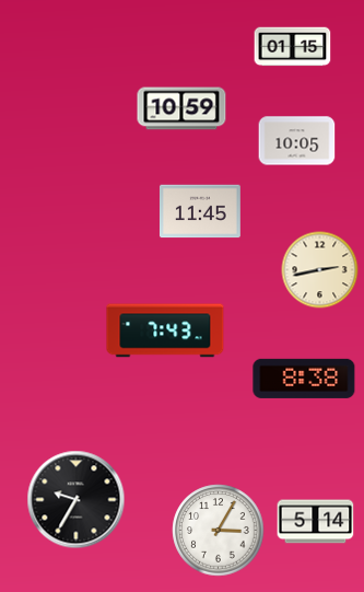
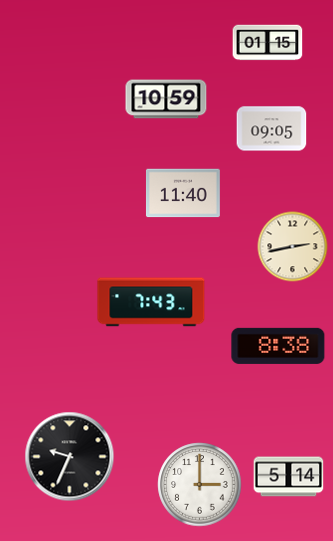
clock at (297, 141): 10:05 -> 09:05
clock at (200, 211): 11:45 -> 11:40
clock at (77, 500): 9:35 -> 9:34
clock at (219, 531): 3:05 -> 3:00
